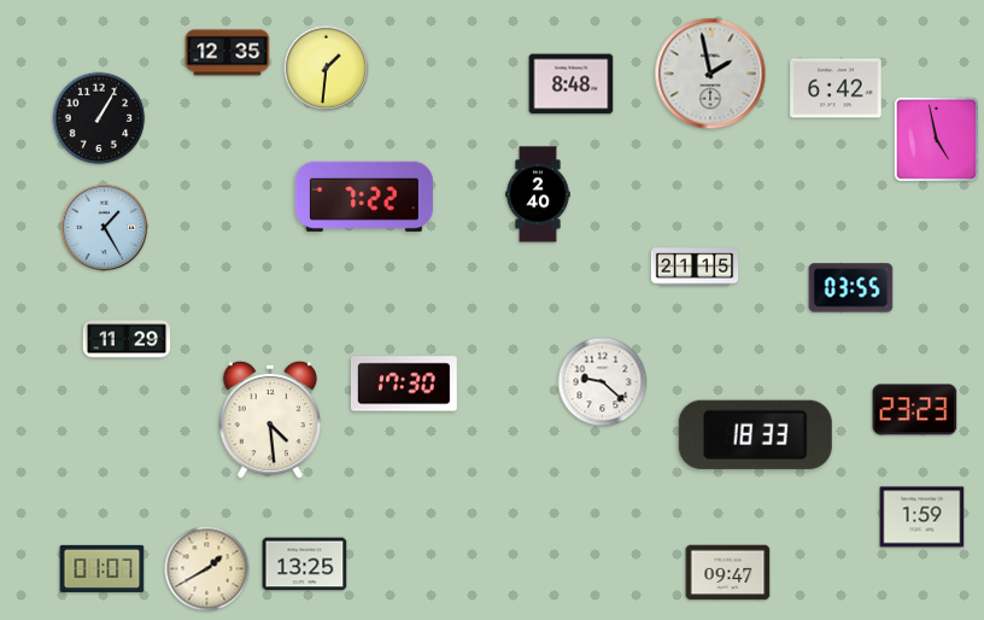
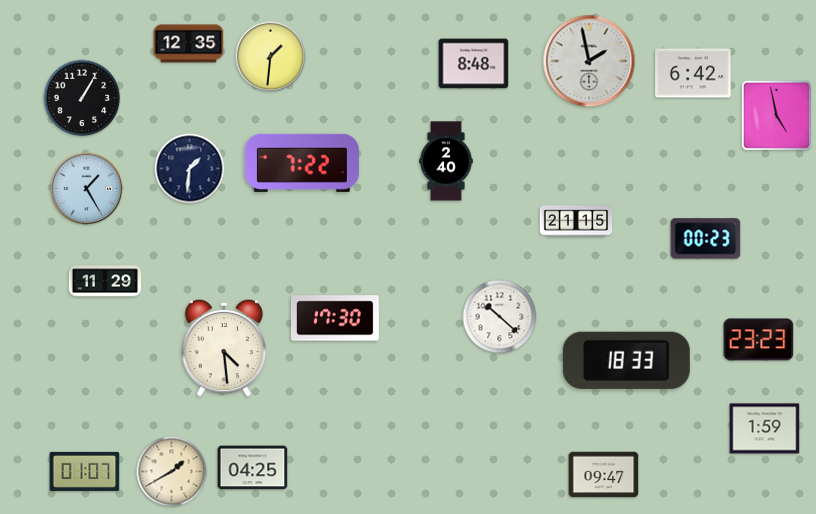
clock at (572, 84) position: (572, 84) -> (474, 64)
clock at (190, 169): none -> 1:31
clock at (851, 288): 03:55 -> 00:23
clock at (603, 382): 9:22 -> 10:22
clock at (305, 565): 13:25 -> 04:25
